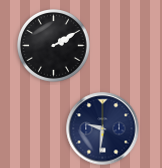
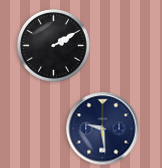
clock at (103, 129): 9:31 -> 9:29
